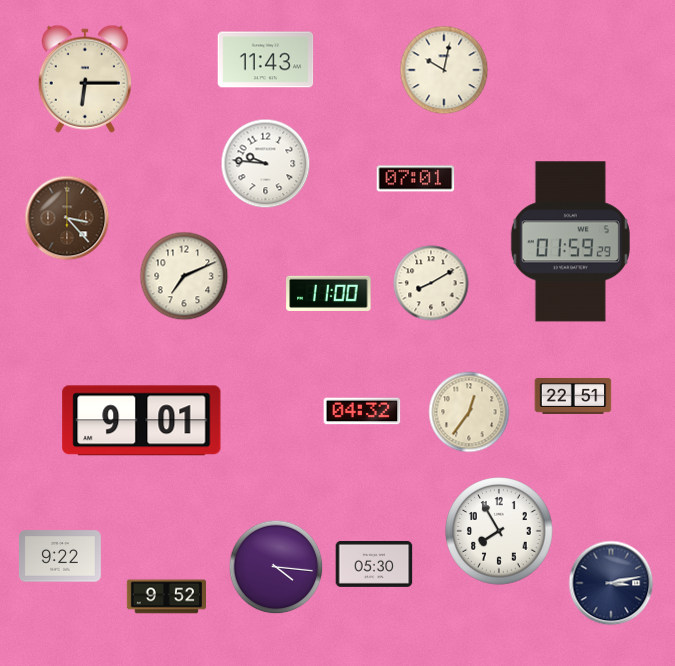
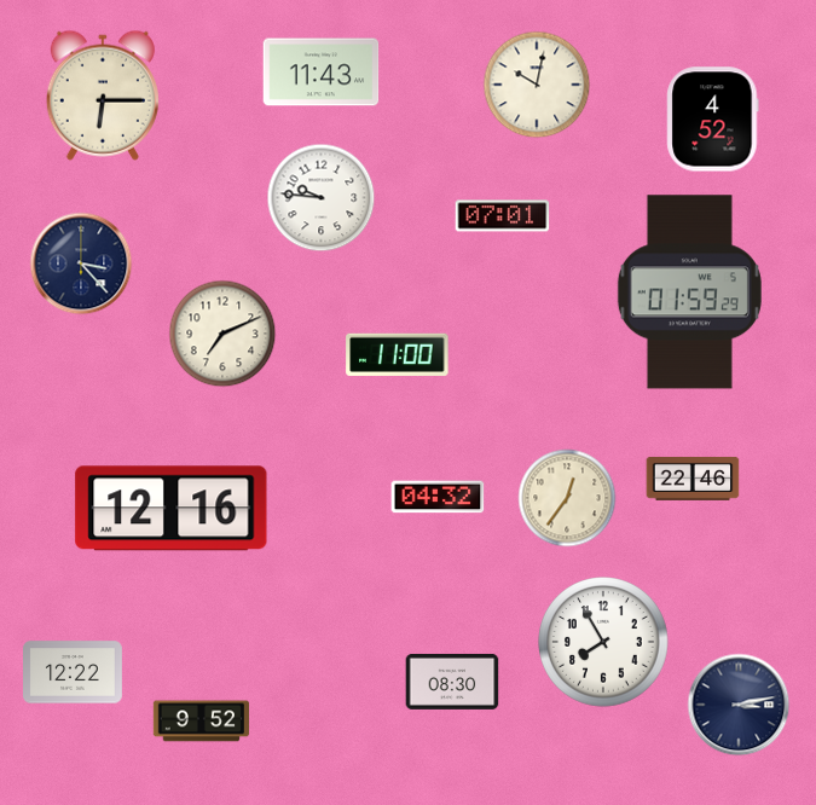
clock at (713, 120): none -> 4:52
clock at (67, 218) dial: brown -> navy
clock at (431, 283): 8:10 -> none
clock at (573, 396): 22:51 -> 22:46
clock at (142, 421): 9:01 -> 12:16
clock at (61, 556): 9:22 -> 12:22
clock at (374, 564): 05:30 -> 08:30
clock at (276, 567): 4:16 -> none
